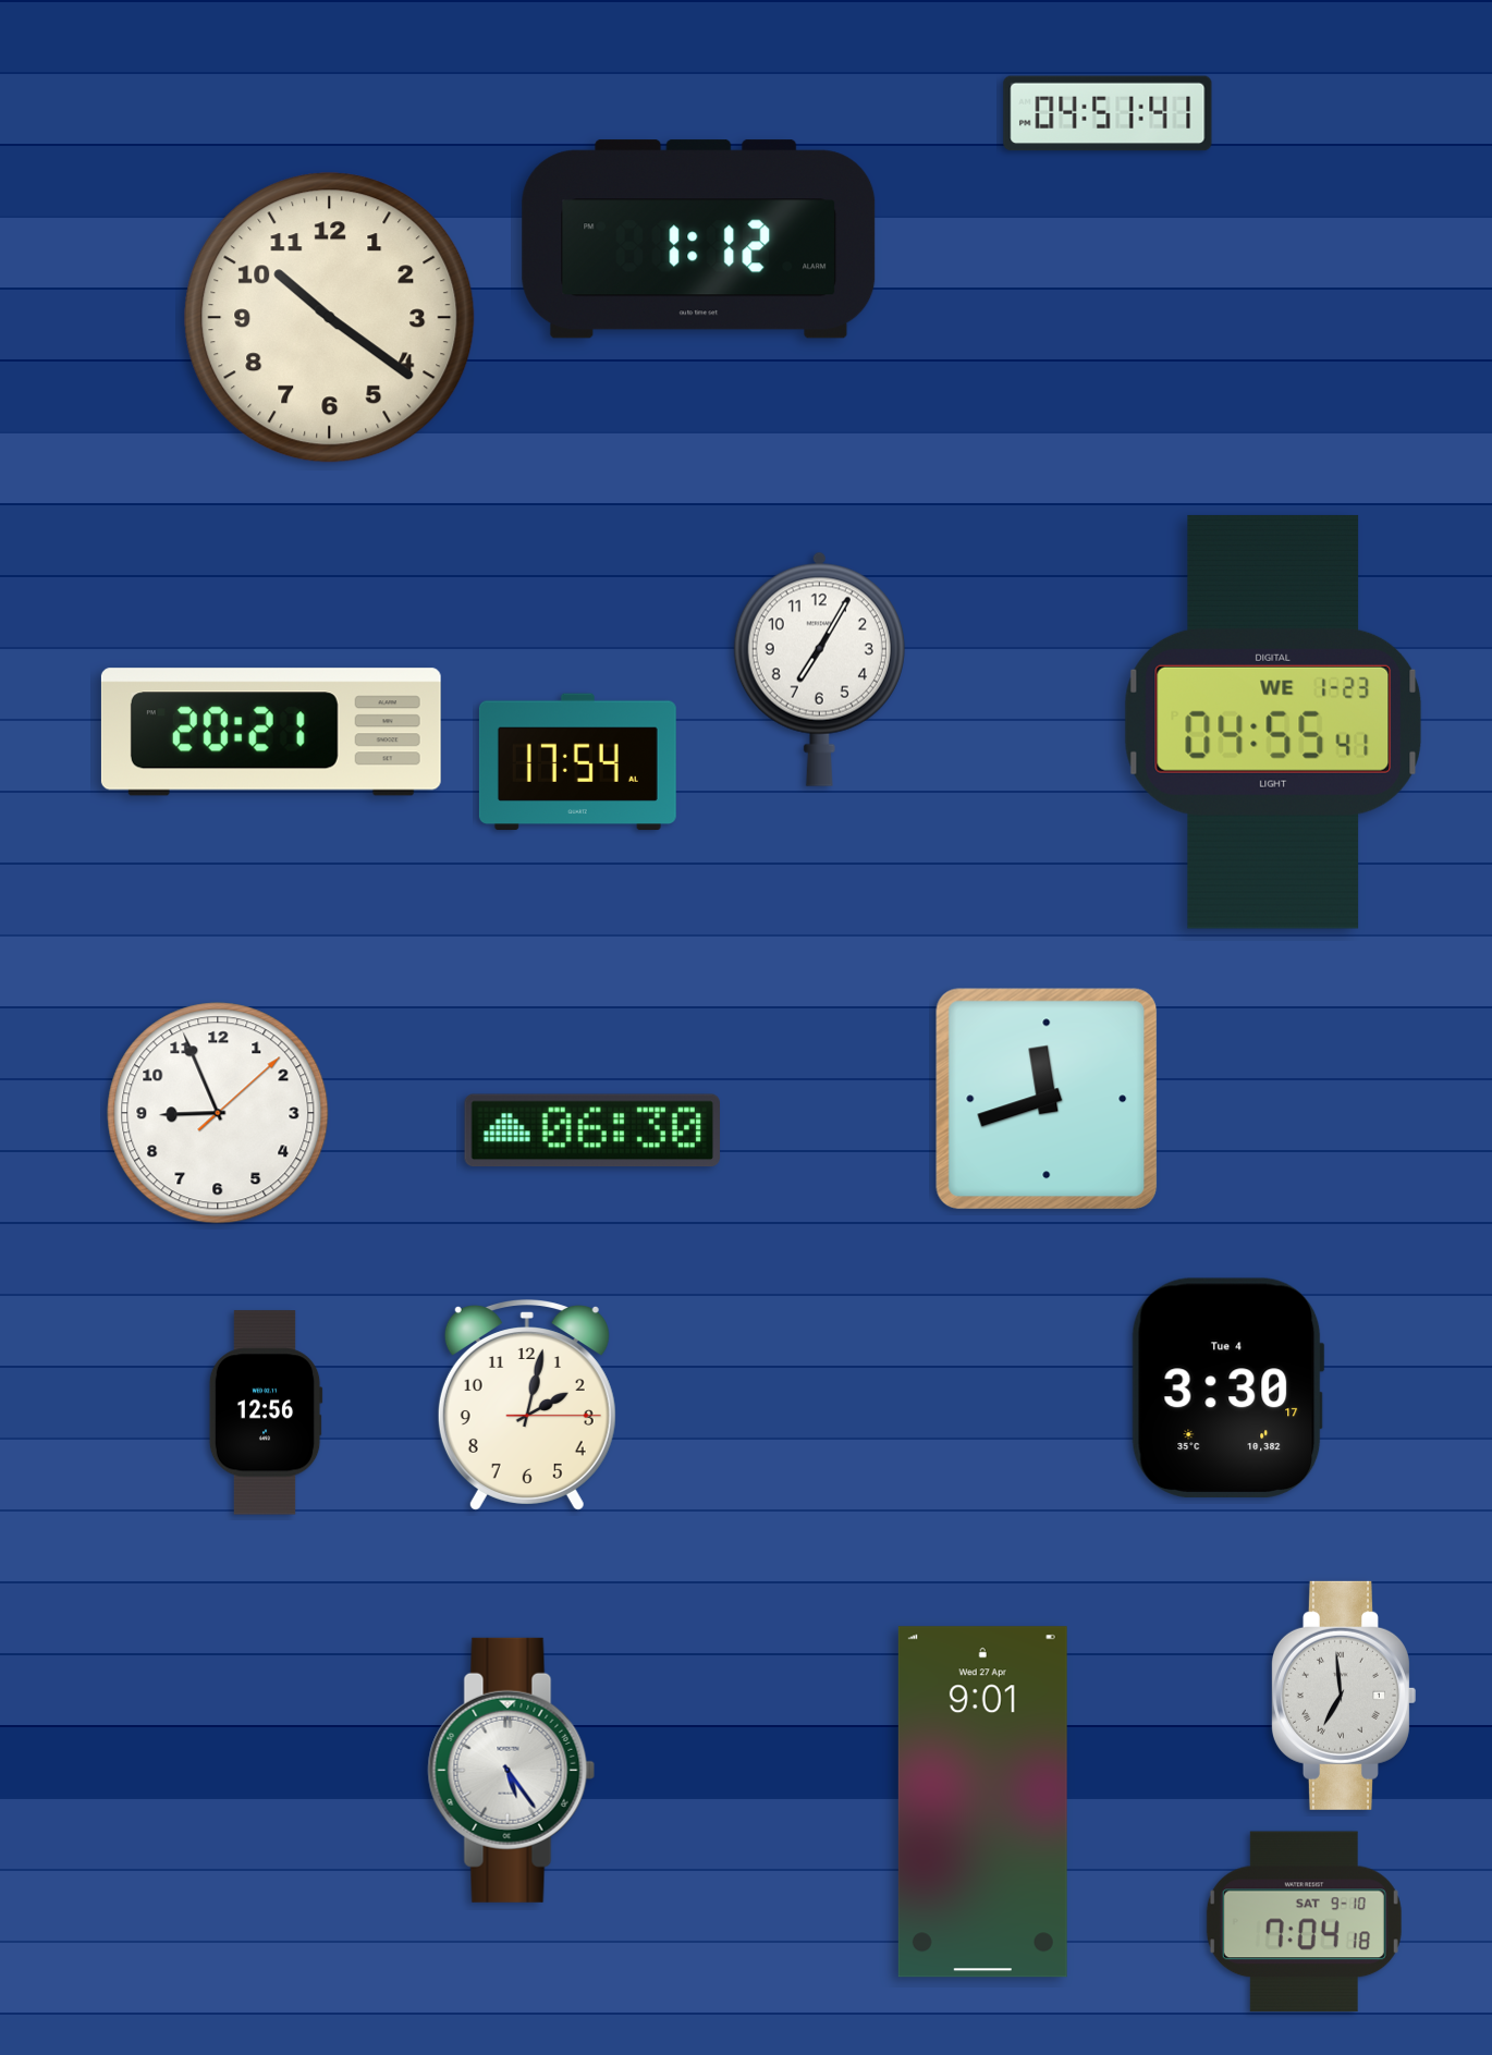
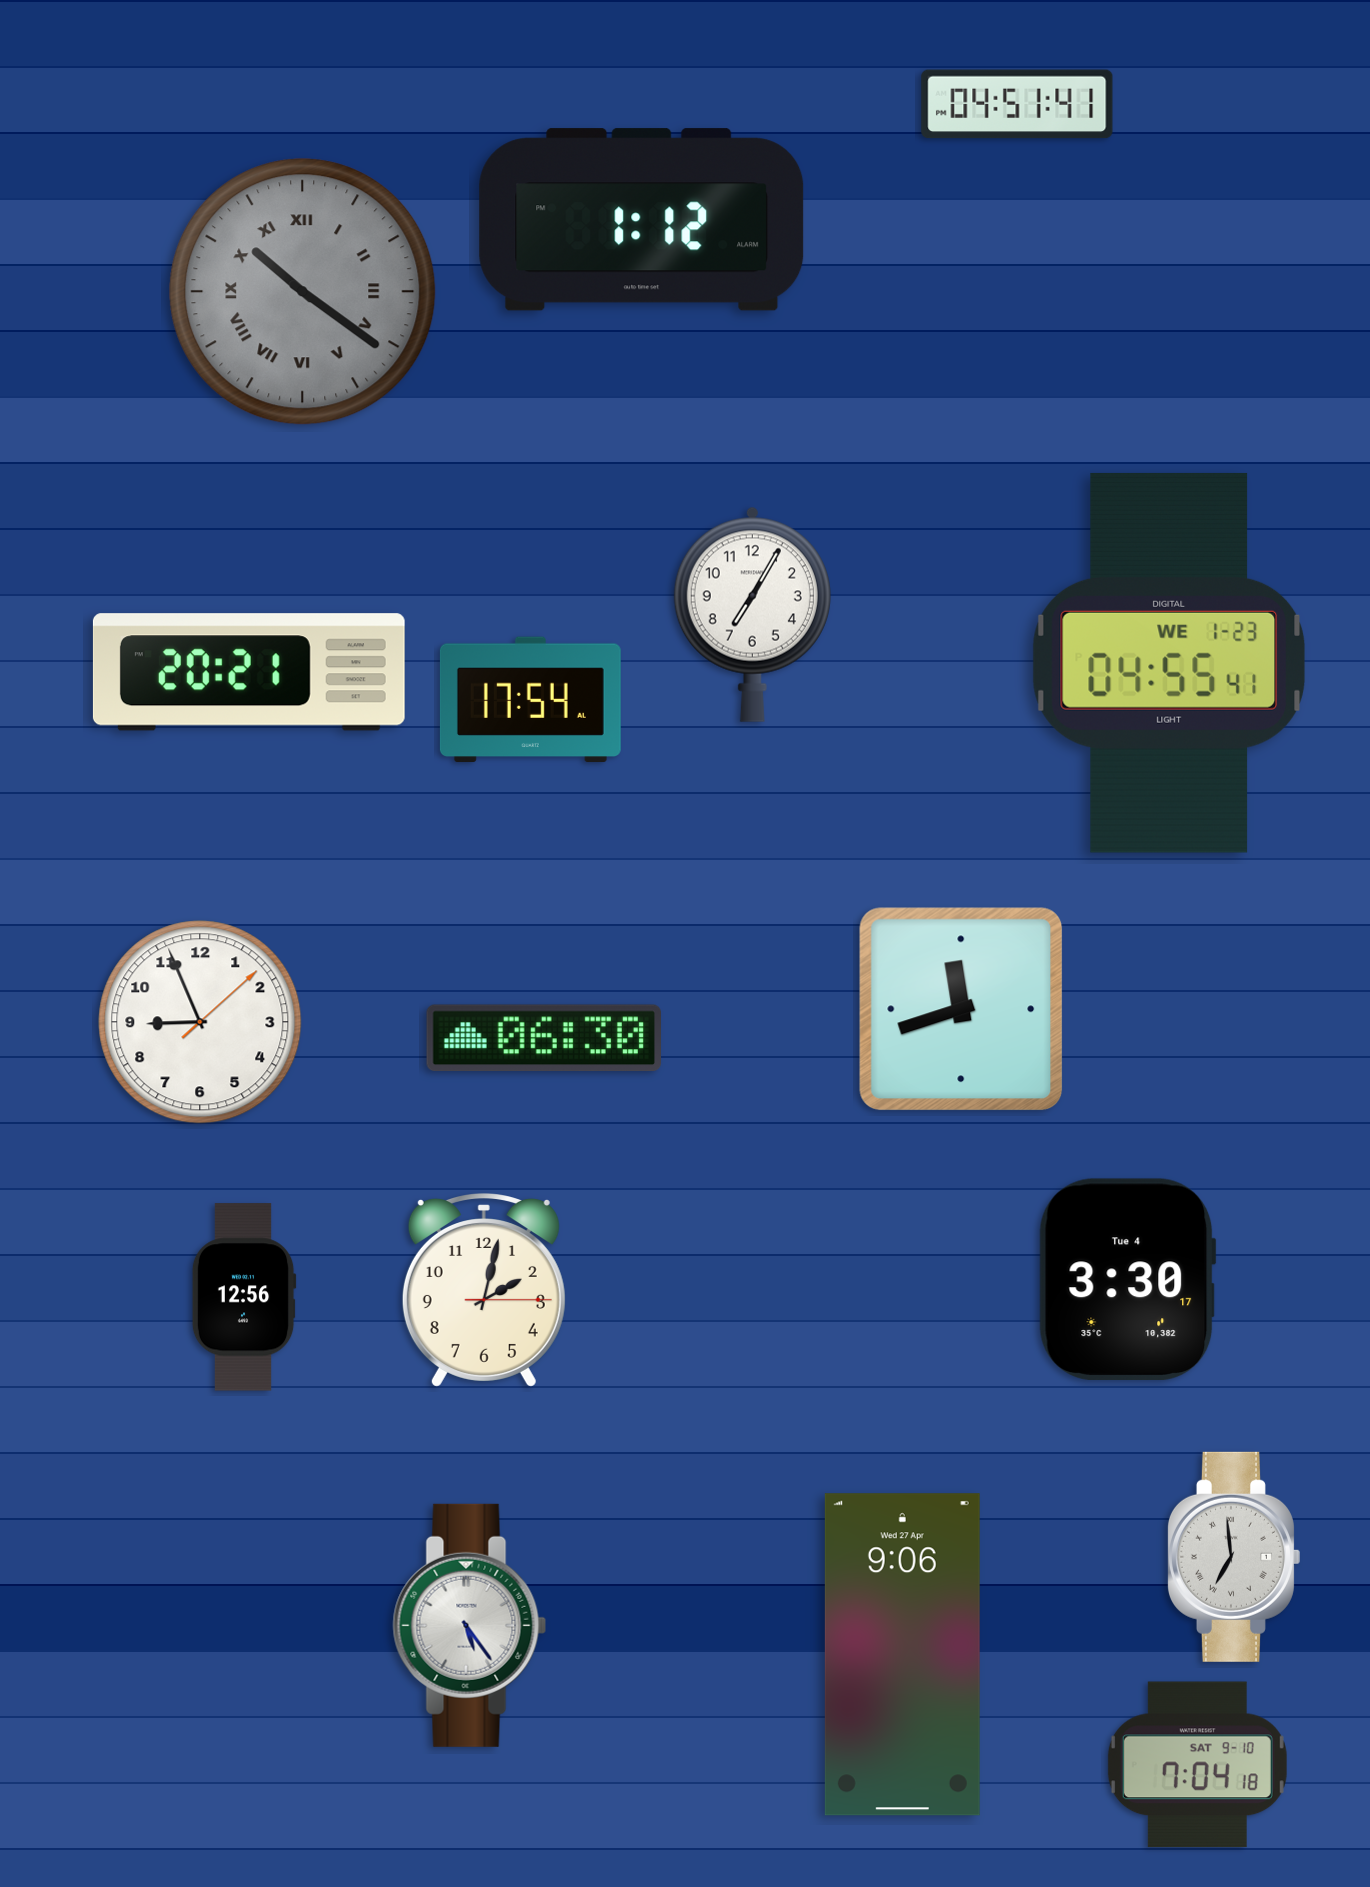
clock at (330, 318) dial: cream -> grey
clock at (330, 318) numerals: Arabic -> Roman
clock at (1227, 1387) position: (1227, 1387) -> (1127, 1279)
clock at (982, 1802): 9:01 -> 9:06
